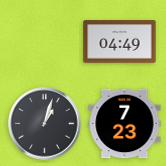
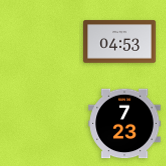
clock at (120, 42): 04:49 -> 04:53
clock at (45, 124): 1:03 -> none
